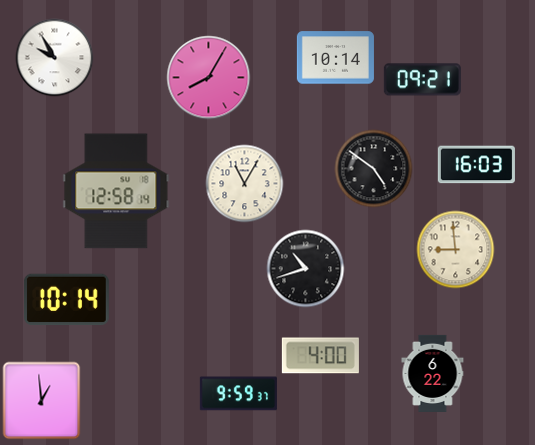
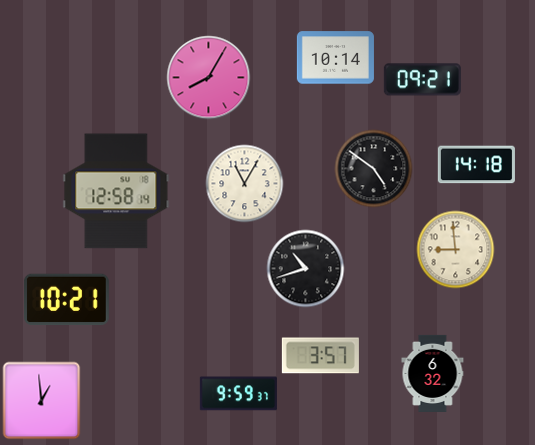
clock at (54, 57): 9:55 -> none
clock at (476, 165): 16:03 -> 14:18
clock at (67, 300): 10:14 -> 10:21
clock at (320, 356): 4:00 -> 3:57
clock at (433, 373): 6:22 -> 6:32
